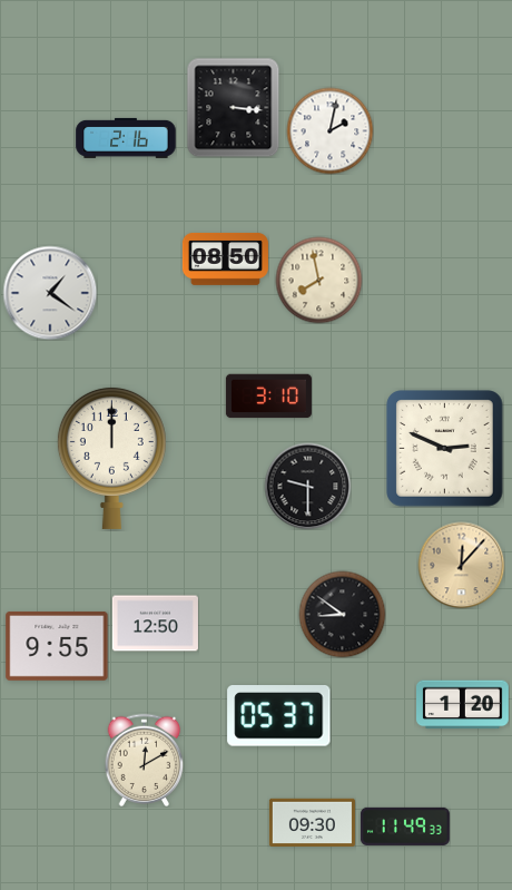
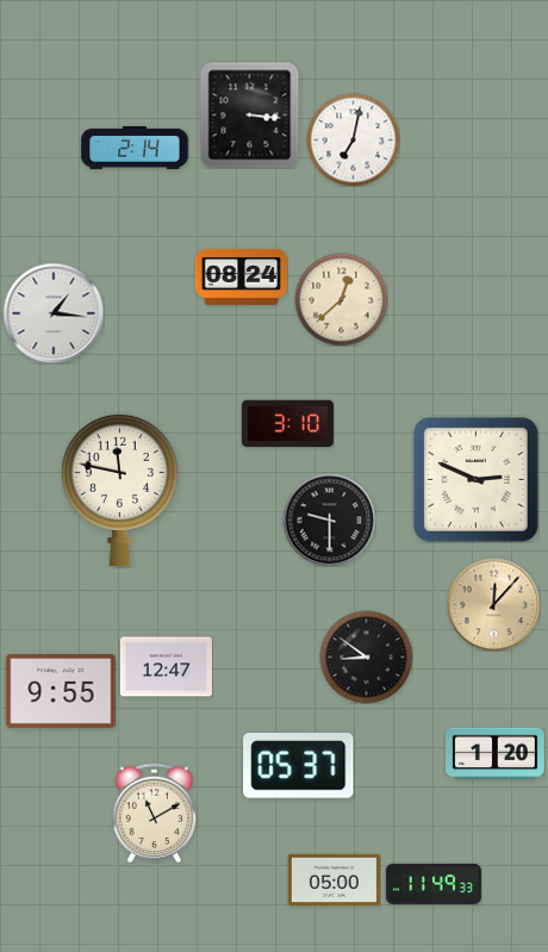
clock at (329, 130): 2:02 -> 7:02
clock at (126, 138): 2:16 -> 2:14
clock at (225, 258): 08:50 -> 08:24
clock at (318, 280): 7:58 -> 12:38
clock at (50, 293): 1:21 -> 1:16
clock at (111, 458): 12:00 -> 11:47
clock at (155, 624): 12:50 -> 12:47
clock at (145, 760): 12:10 -> 11:10
clock at (312, 822): 09:30 -> 05:00
